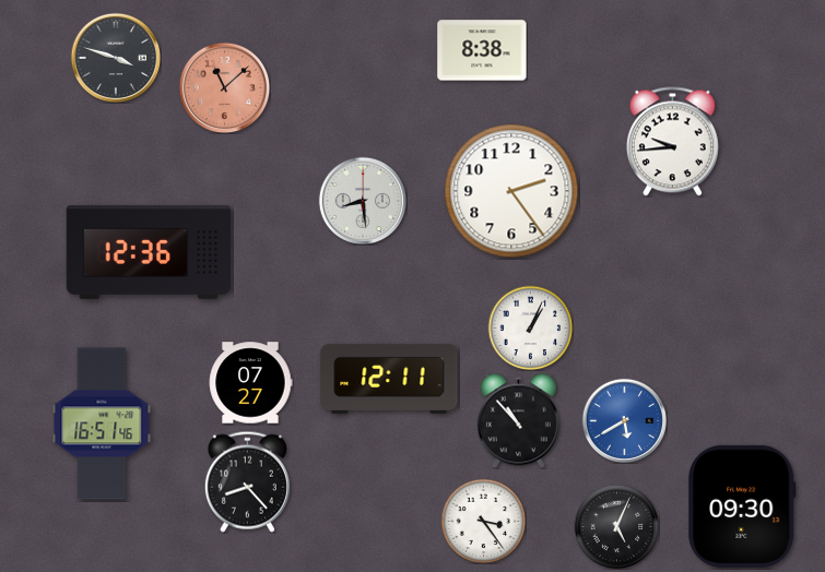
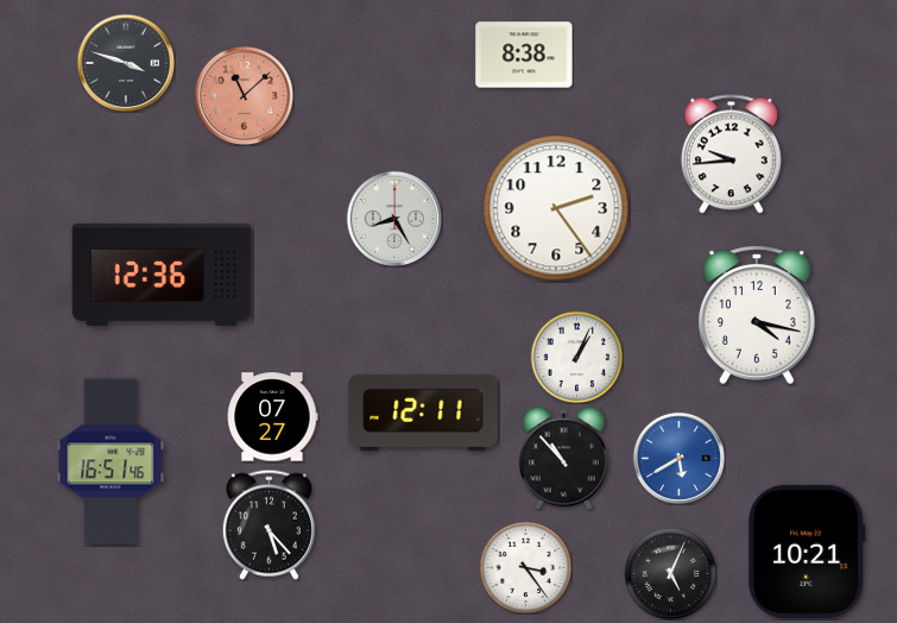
clock at (362, 200): 8:29 -> 8:25
clock at (758, 315): none -> 4:17
clock at (247, 481): 8:23 -> 5:23
clock at (742, 507): 09:30 -> 10:21
